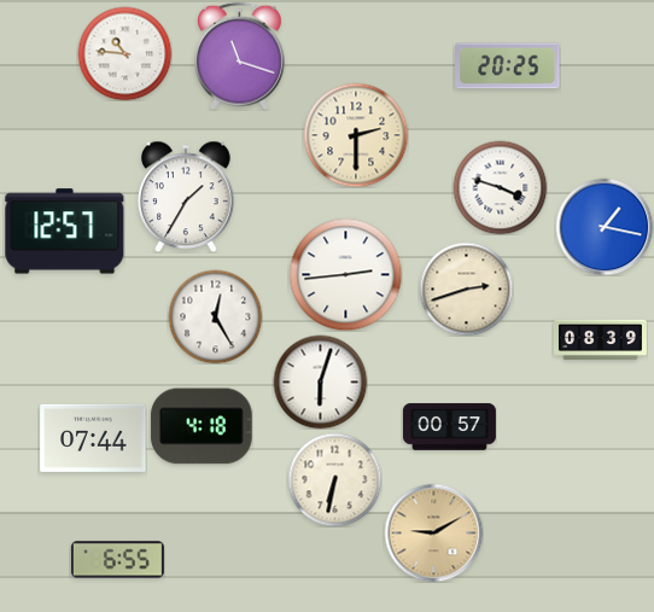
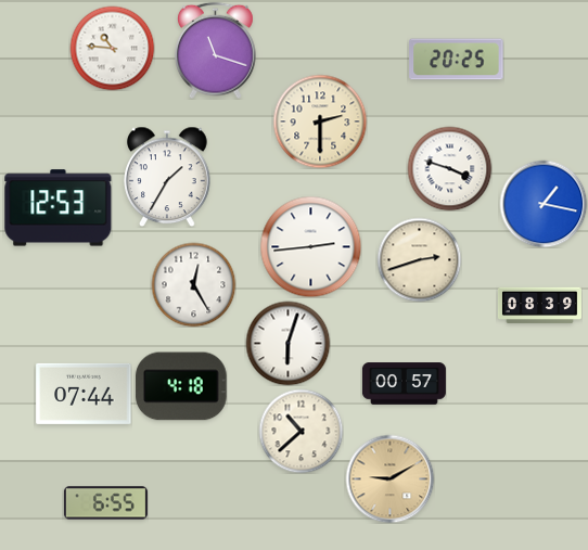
clock at (65, 232): 12:57 -> 12:53
clock at (202, 426) position: (202, 426) -> (181, 386)
clock at (334, 479): 6:32 -> 10:38
